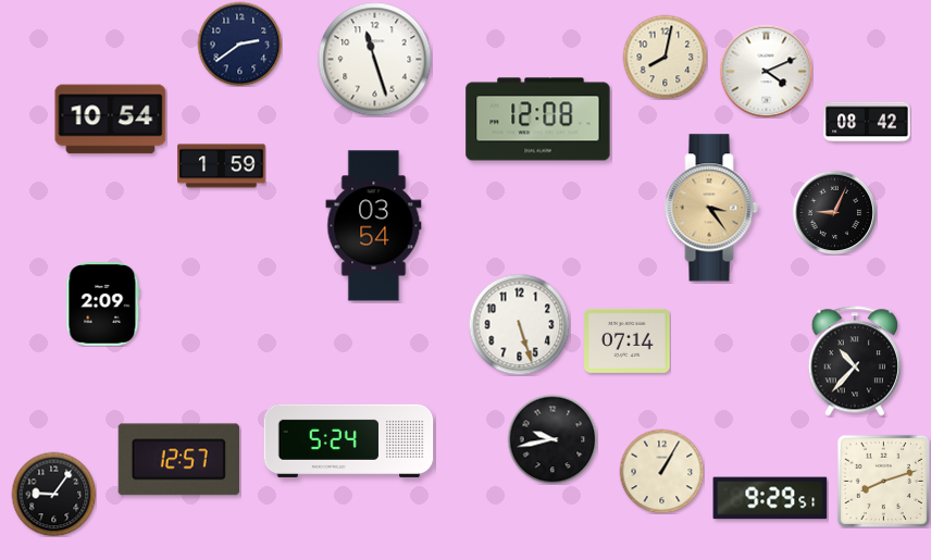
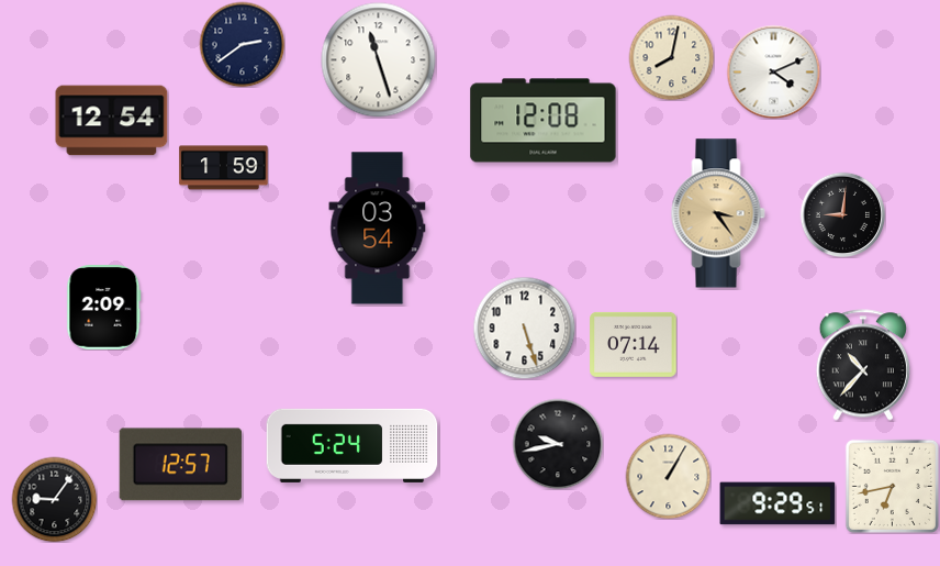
clock at (111, 120): 10:54 -> 12:54
clock at (867, 122): 08:42 -> none
clock at (711, 208) position: (711, 208) -> (718, 213)
clock at (834, 212): 9:04 -> 9:01
clock at (883, 481): 8:12 -> 6:43
